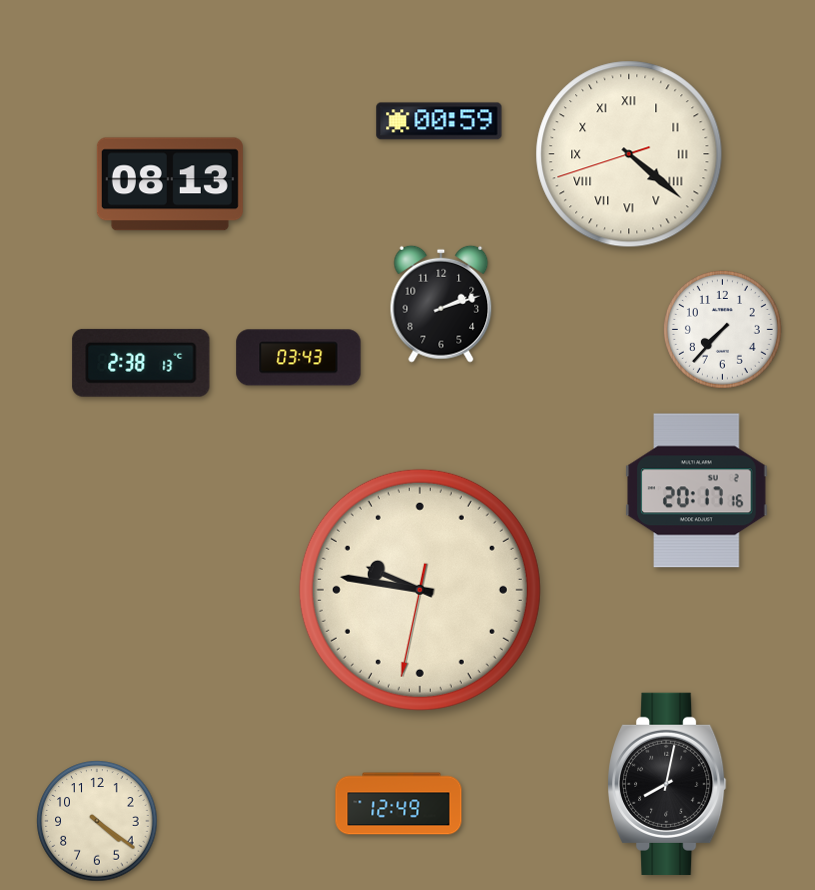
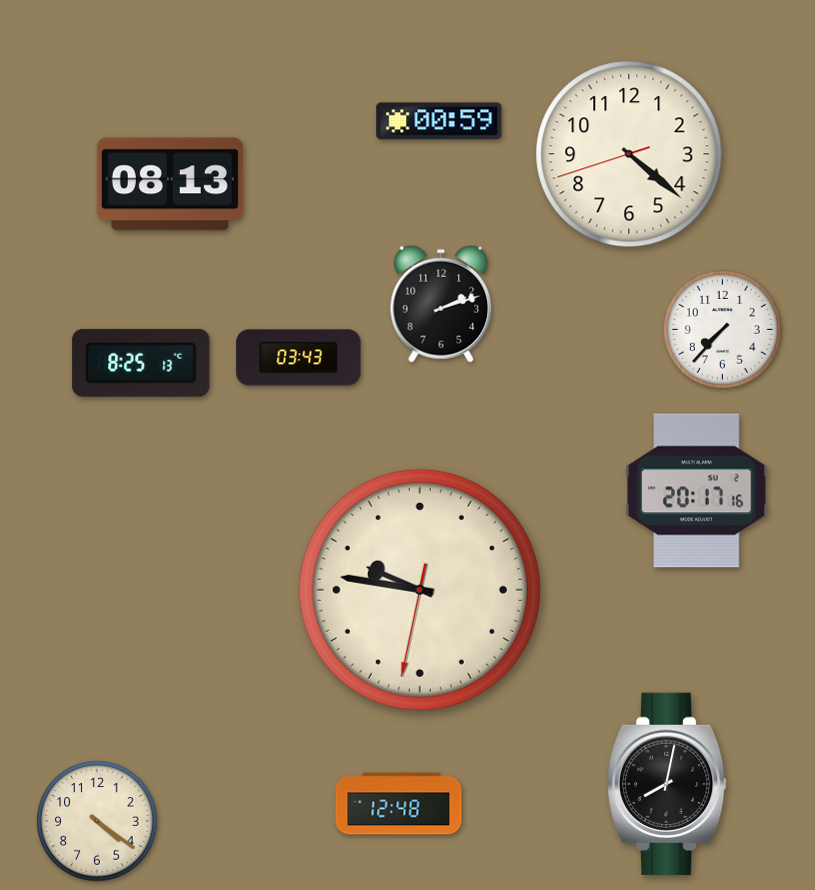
clock at (629, 154) numerals: Roman -> Arabic
clock at (141, 363): 2:38 -> 8:25
clock at (399, 804): 12:49 -> 12:48
